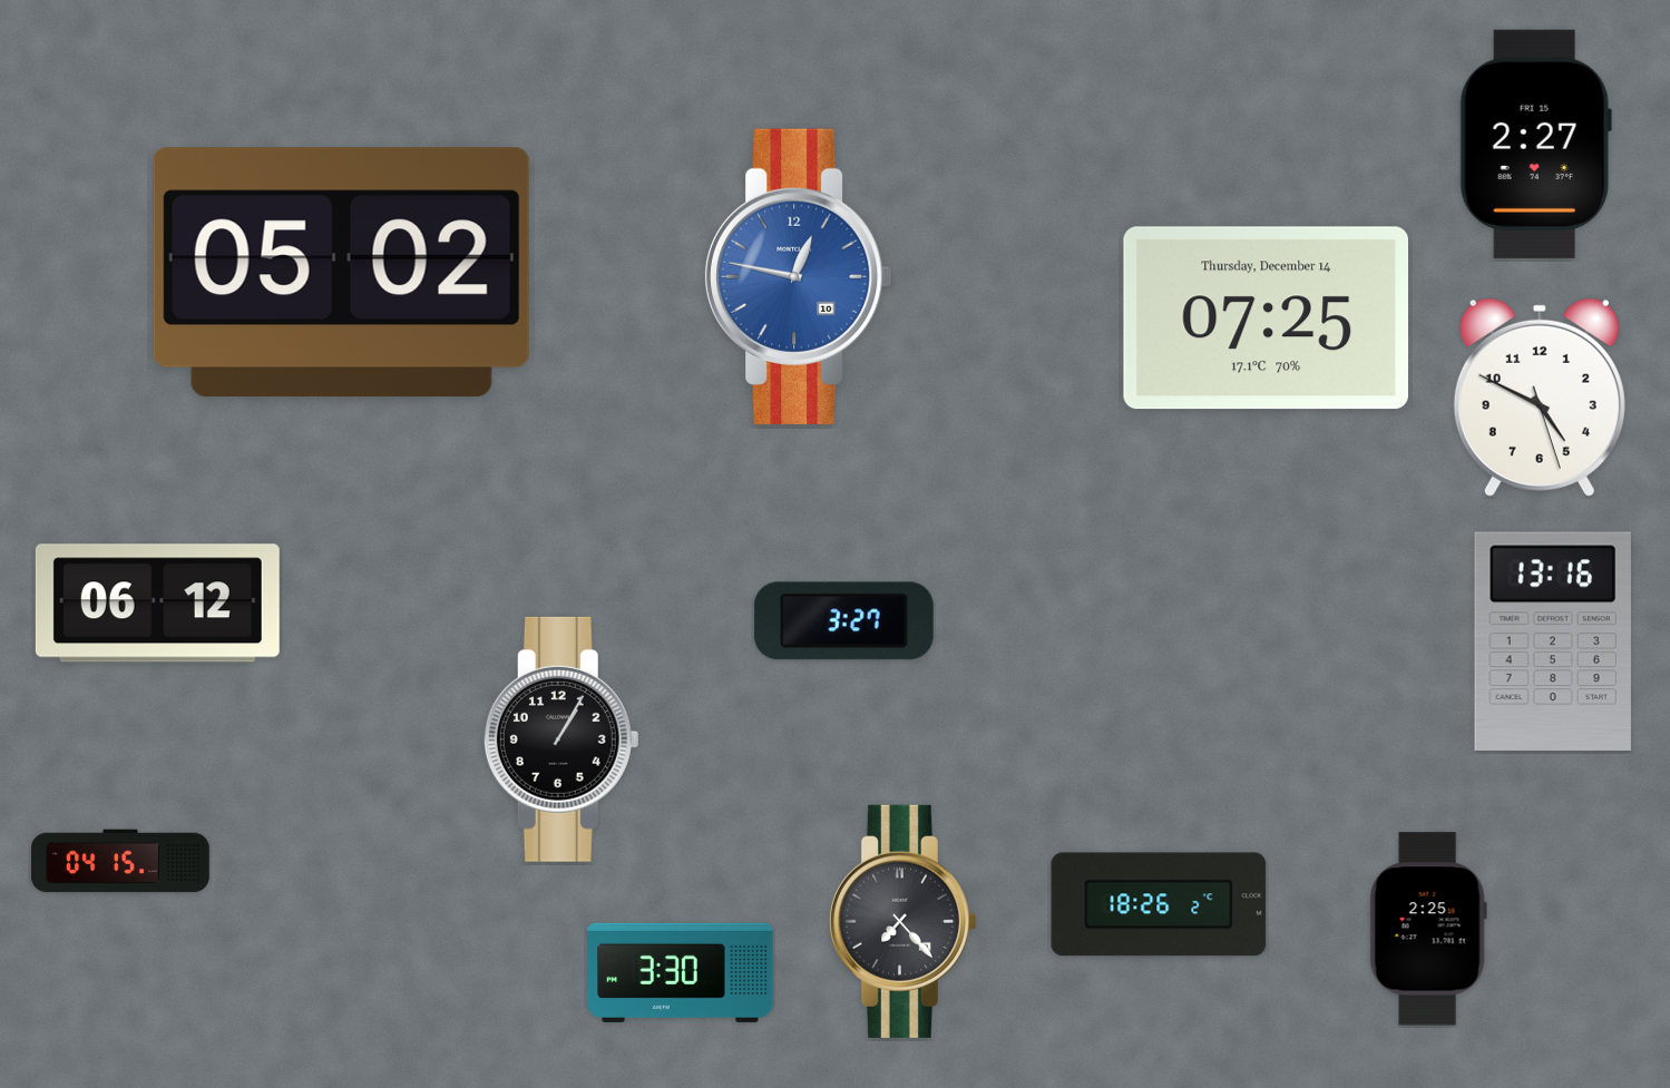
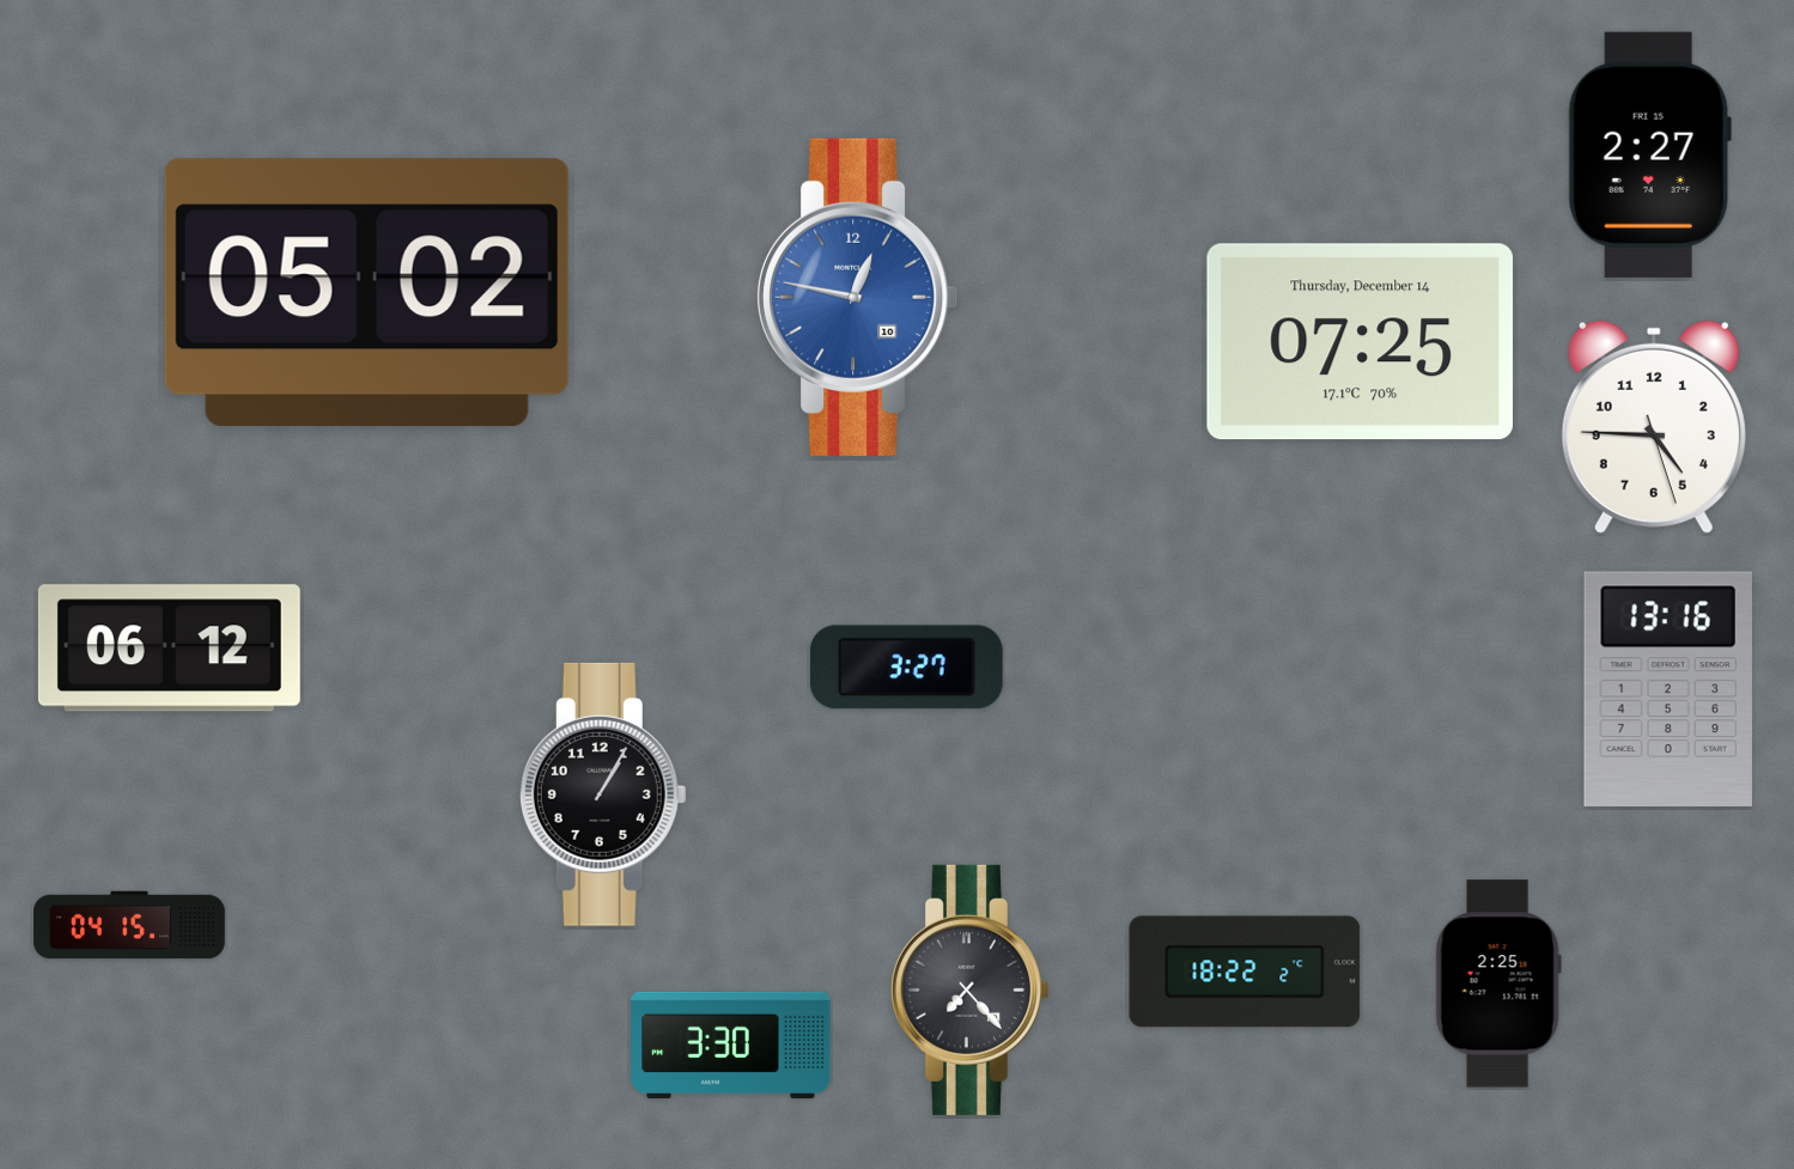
clock at (1540, 398): 4:49 -> 4:45
clock at (1159, 904): 18:26 -> 18:22
clock at (1428, 929) position: (1428, 929) -> (1498, 984)
